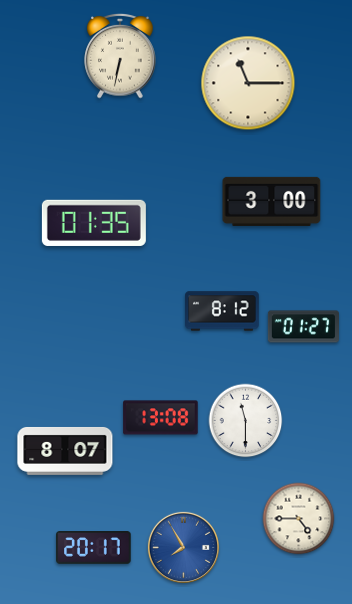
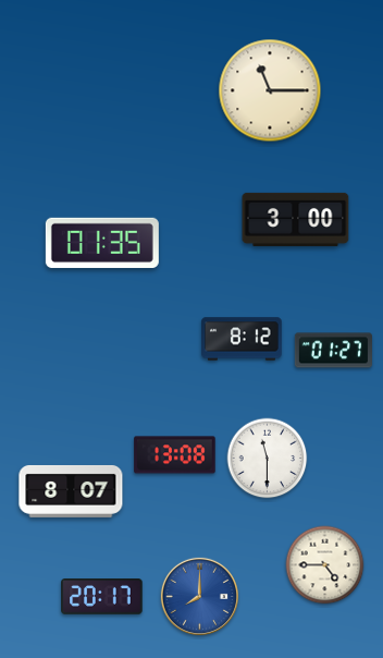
clock at (120, 56): 6:32 -> none
clock at (303, 327) position: (303, 327) -> (333, 351)
clock at (183, 547): 7:55 -> 8:00
